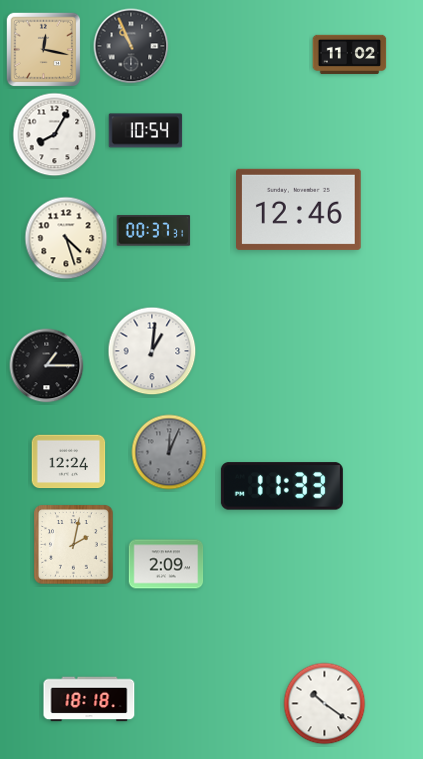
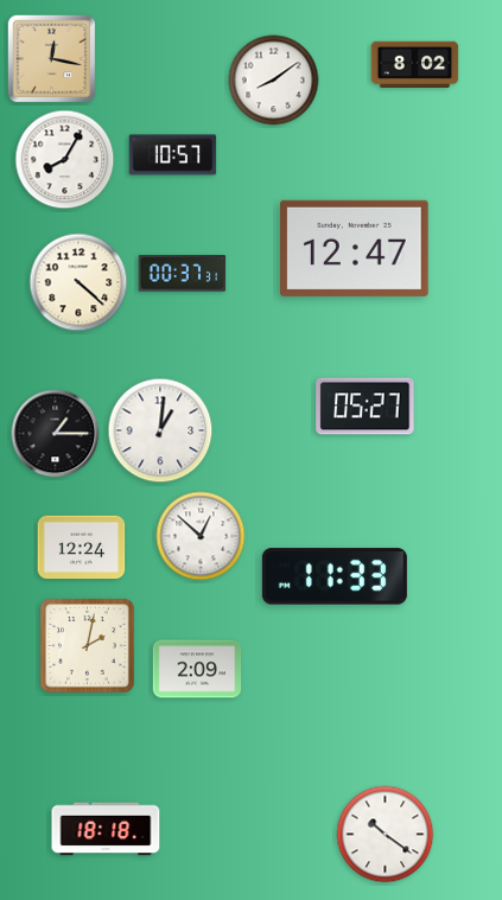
clock at (131, 46): 10:56 -> none
clock at (350, 54): 11:02 -> 8:02
clock at (274, 81): none -> 8:09
clock at (146, 131): 10:54 -> 10:57
clock at (299, 209): 12:46 -> 12:47
clock at (66, 238): 4:27 -> 4:22
clock at (366, 407): none -> 05:27
clock at (152, 351) position: (152, 351) -> (160, 430)
clock at (169, 452): 12:04 -> 12:52
clock at (169, 452) dial: grey -> white
